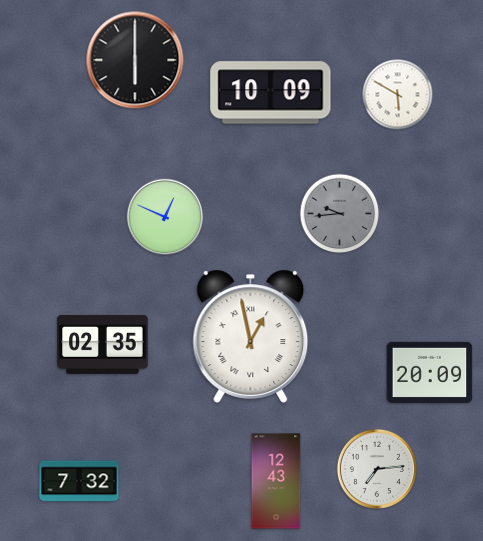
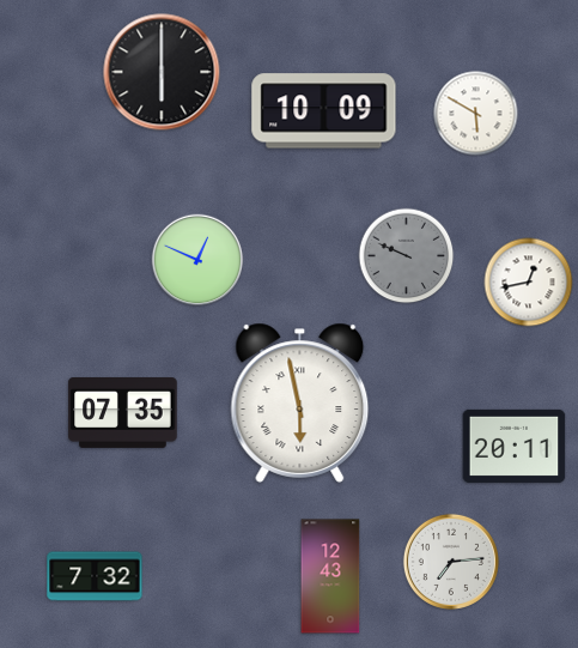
clock at (340, 214): 9:44 -> 9:49
clock at (529, 283): none -> 12:43
clock at (251, 336): 12:58 -> 5:58
clock at (103, 344): 02:35 -> 07:35
clock at (430, 372): 20:09 -> 20:11
